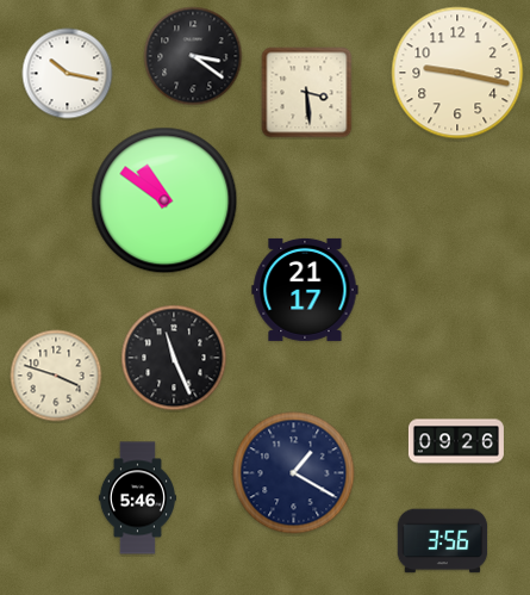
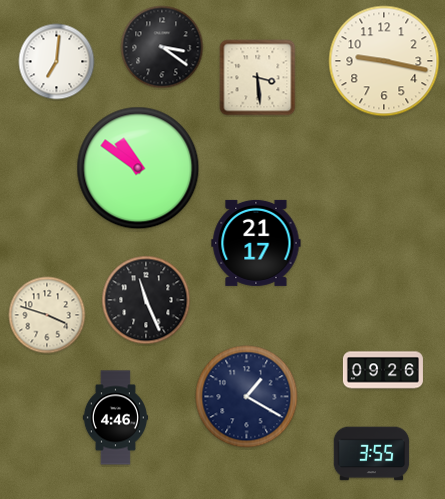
clock at (68, 74): 10:17 -> 7:01
clock at (137, 498): 5:46 -> 4:46
clock at (443, 541): 3:56 -> 3:55
